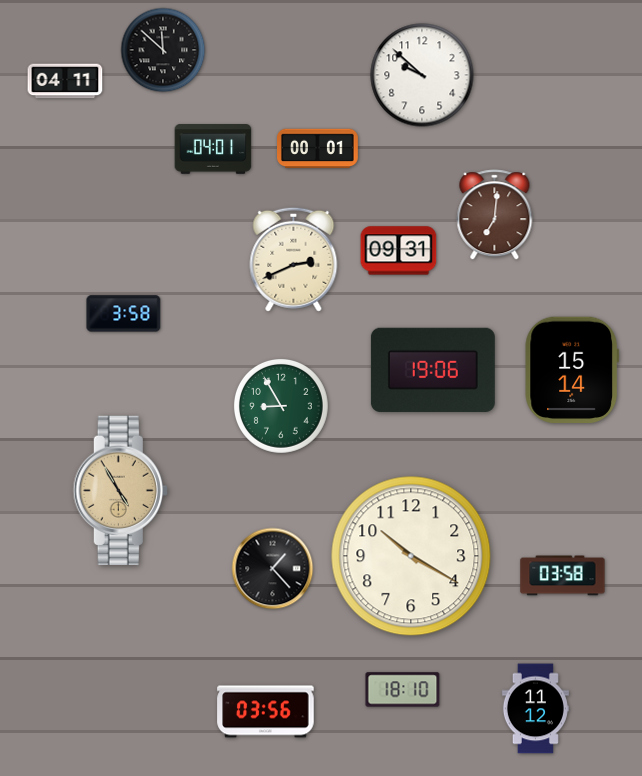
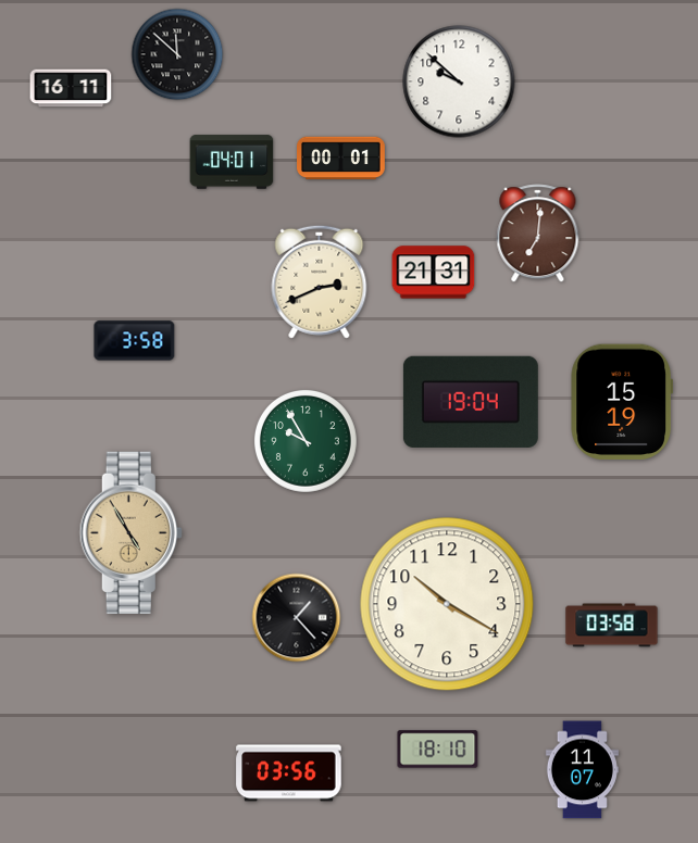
clock at (65, 81): 04:11 -> 16:11
clock at (318, 149) position: (318, 149) -> (341, 159)
clock at (399, 251): 09:31 -> 21:31
clock at (572, 369): 15:14 -> 15:19
clock at (433, 370): 19:06 -> 19:04
clock at (281, 406): 8:55 -> 9:55
clock at (535, 709): 11:12 -> 11:07
